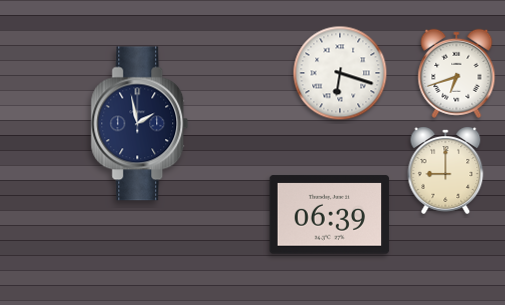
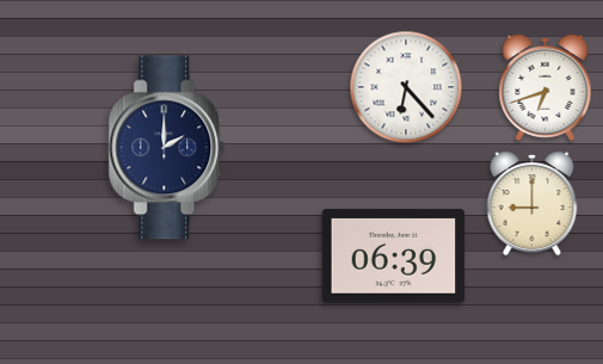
clock at (340, 73): 6:18 -> 6:23
clock at (140, 124): 1:58 -> 2:00
